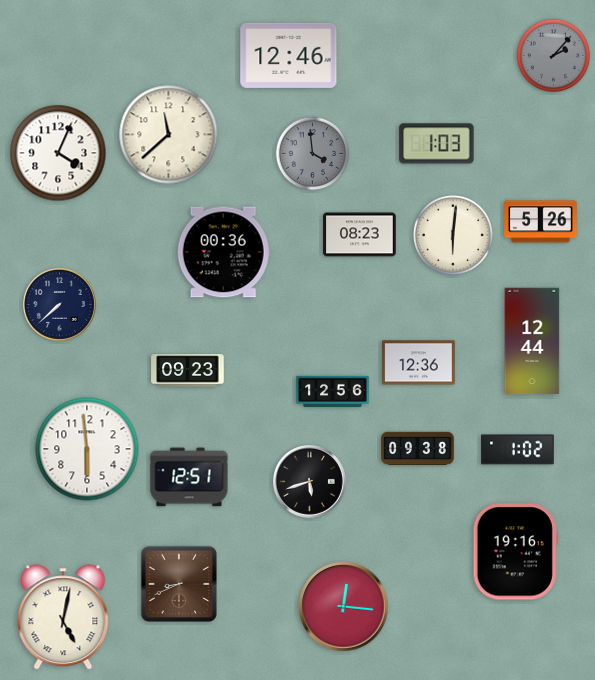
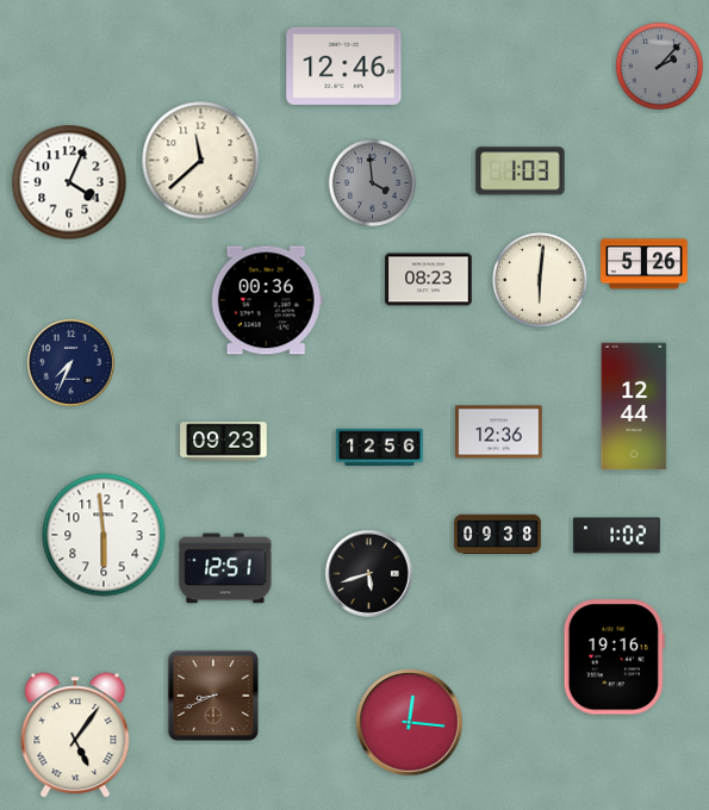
clock at (60, 305): 7:38 -> 7:34
clock at (333, 391) position: (333, 391) -> (380, 447)
clock at (63, 617): 5:02 -> 5:06
